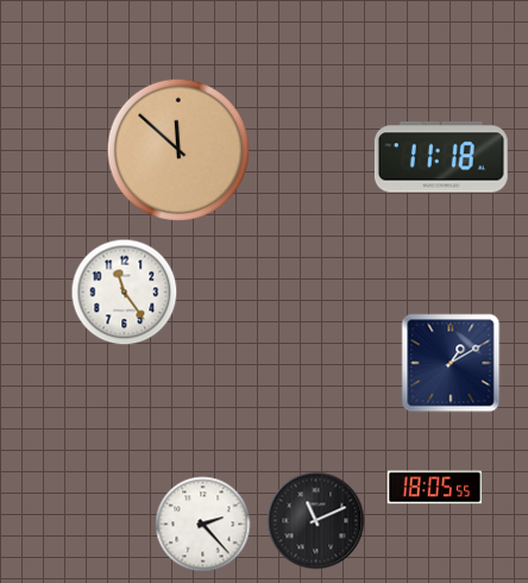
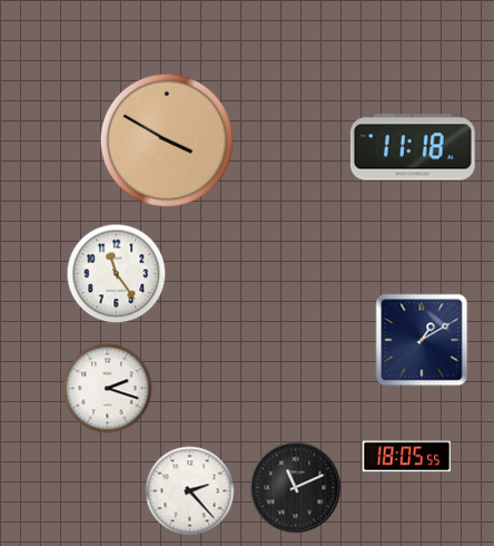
clock at (177, 149): 11:52 -> 3:50
clock at (108, 389): none -> 2:18
